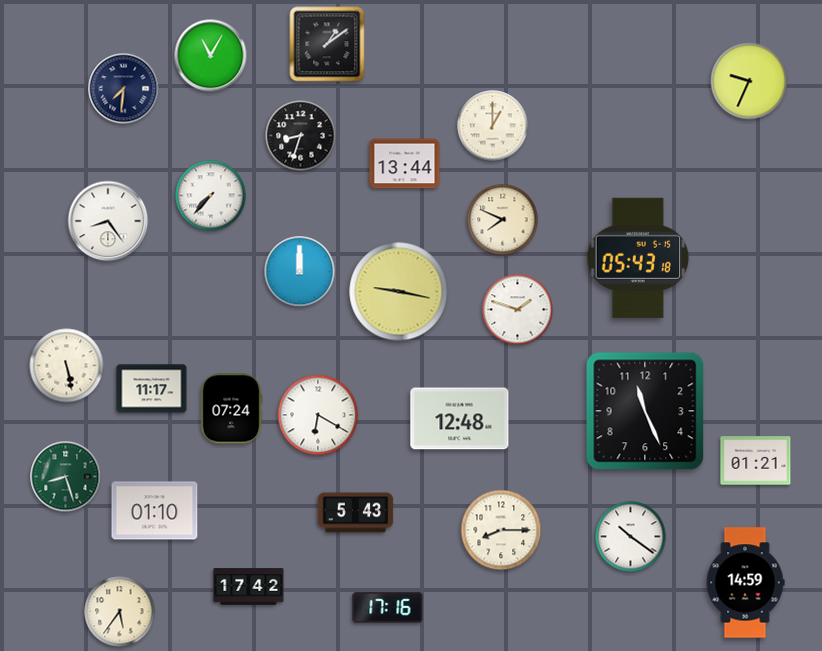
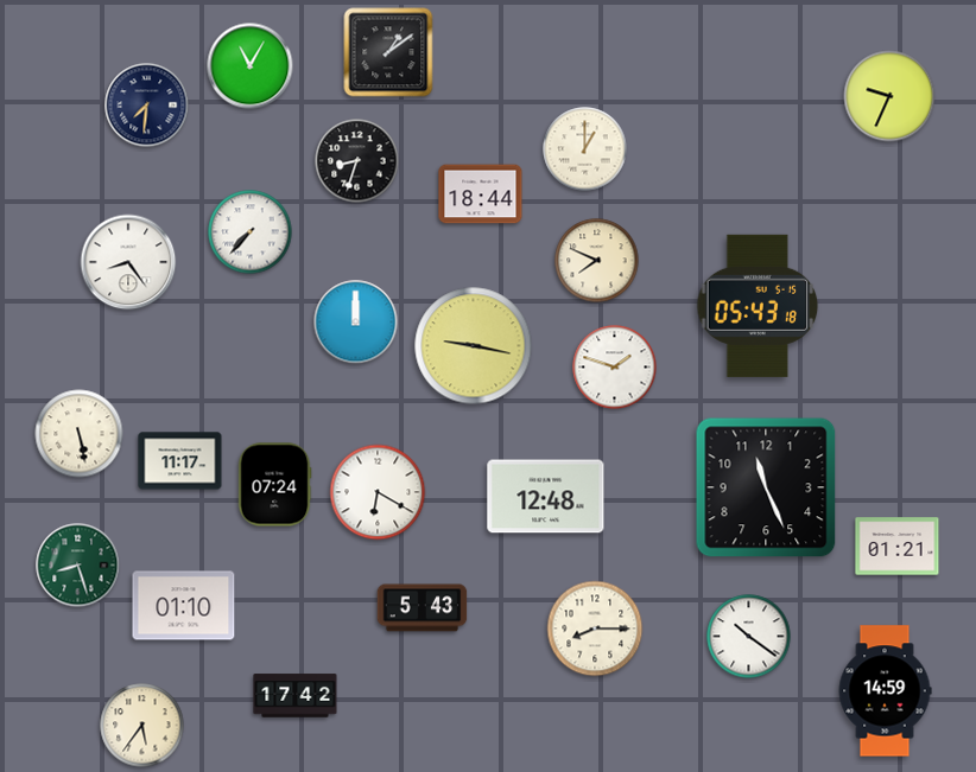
clock at (405, 164): 13:44 -> 18:44
clock at (388, 608): 17:16 -> none
